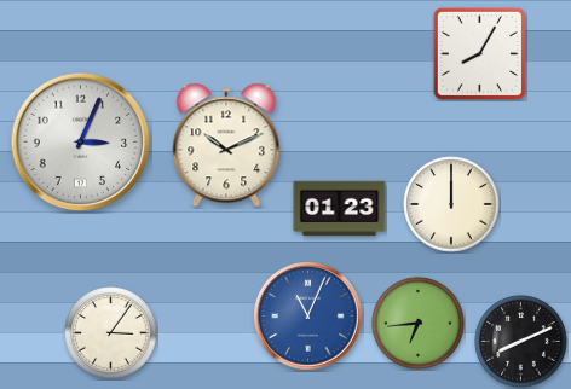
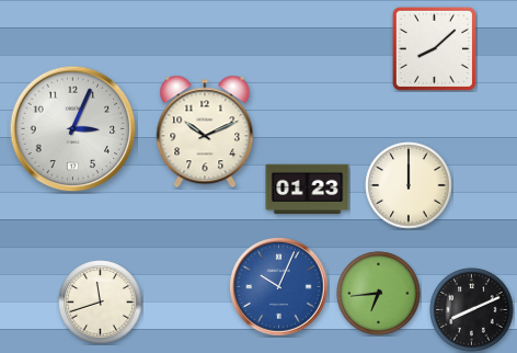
clock at (479, 53): 8:05 -> 8:08
clock at (308, 317): 11:04 -> 10:04
clock at (111, 333): 3:06 -> 11:42
